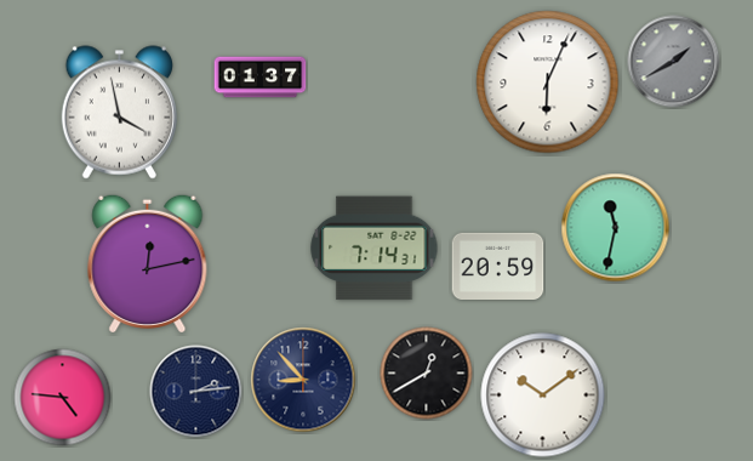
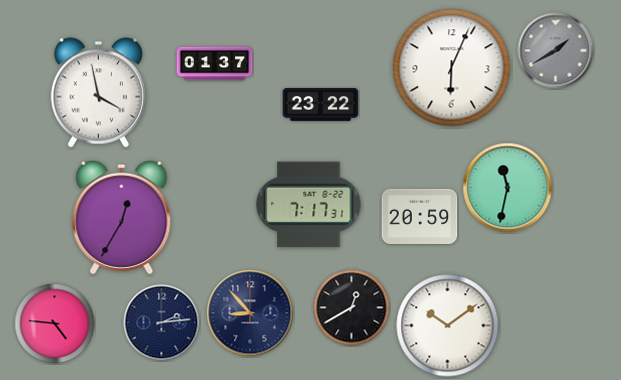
clock at (321, 105): none -> 23:22
clock at (375, 249): 7:14 -> 7:17
clock at (148, 263): 12:13 -> 12:35
clock at (498, 266) position: (498, 266) -> (420, 216)
clock at (63, 398) position: (63, 398) -> (55, 324)
